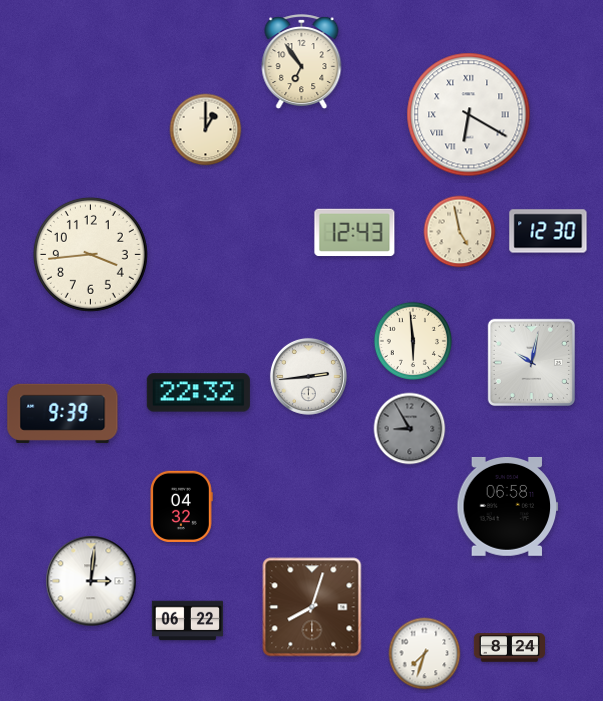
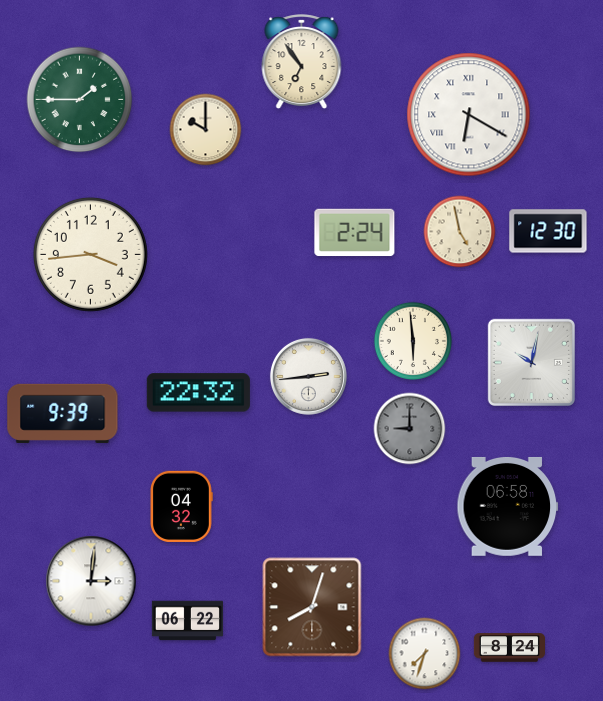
clock at (80, 100): none -> 1:45
clock at (206, 130): 1:00 -> 10:00
clock at (355, 233): 12:43 -> 2:24
clock at (410, 429): 8:55 -> 9:00
